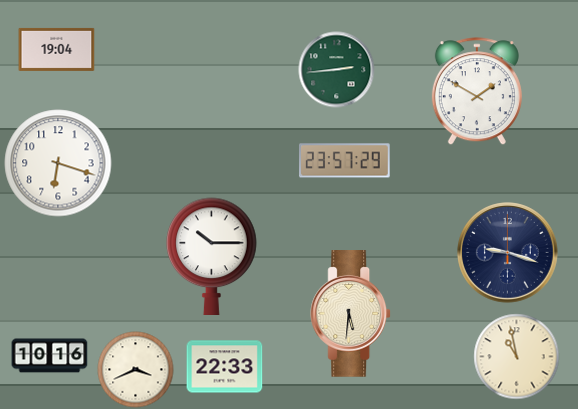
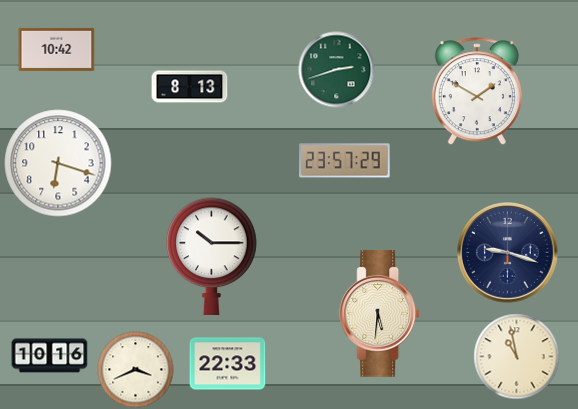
clock at (57, 49): 19:04 -> 10:42
clock at (337, 70): 2:44 -> 2:42
clock at (190, 87): none -> 8:13
clock at (351, 314) position: (351, 314) -> (380, 314)
clock at (225, 367) position: (225, 367) -> (228, 364)
